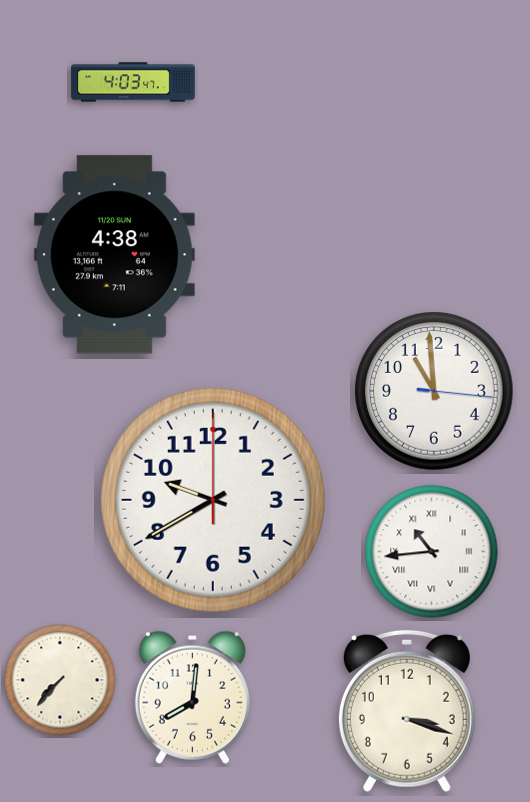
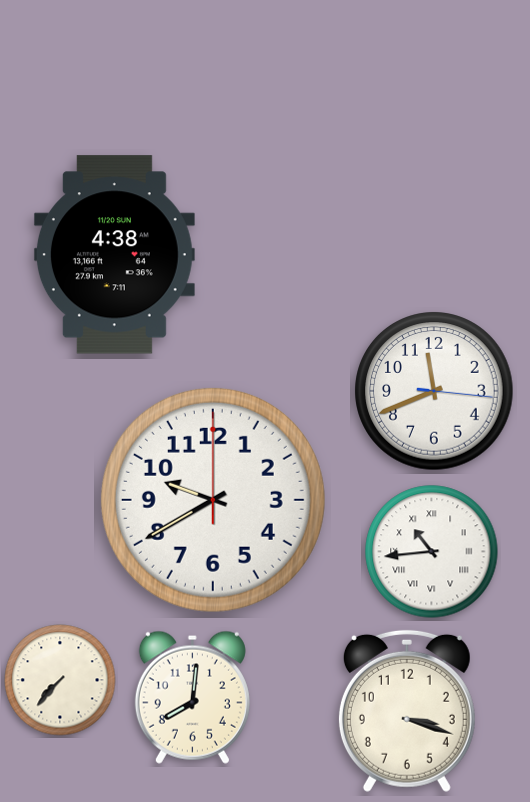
clock at (133, 82): 4:03 -> none
clock at (434, 391): 10:59 -> 11:41
